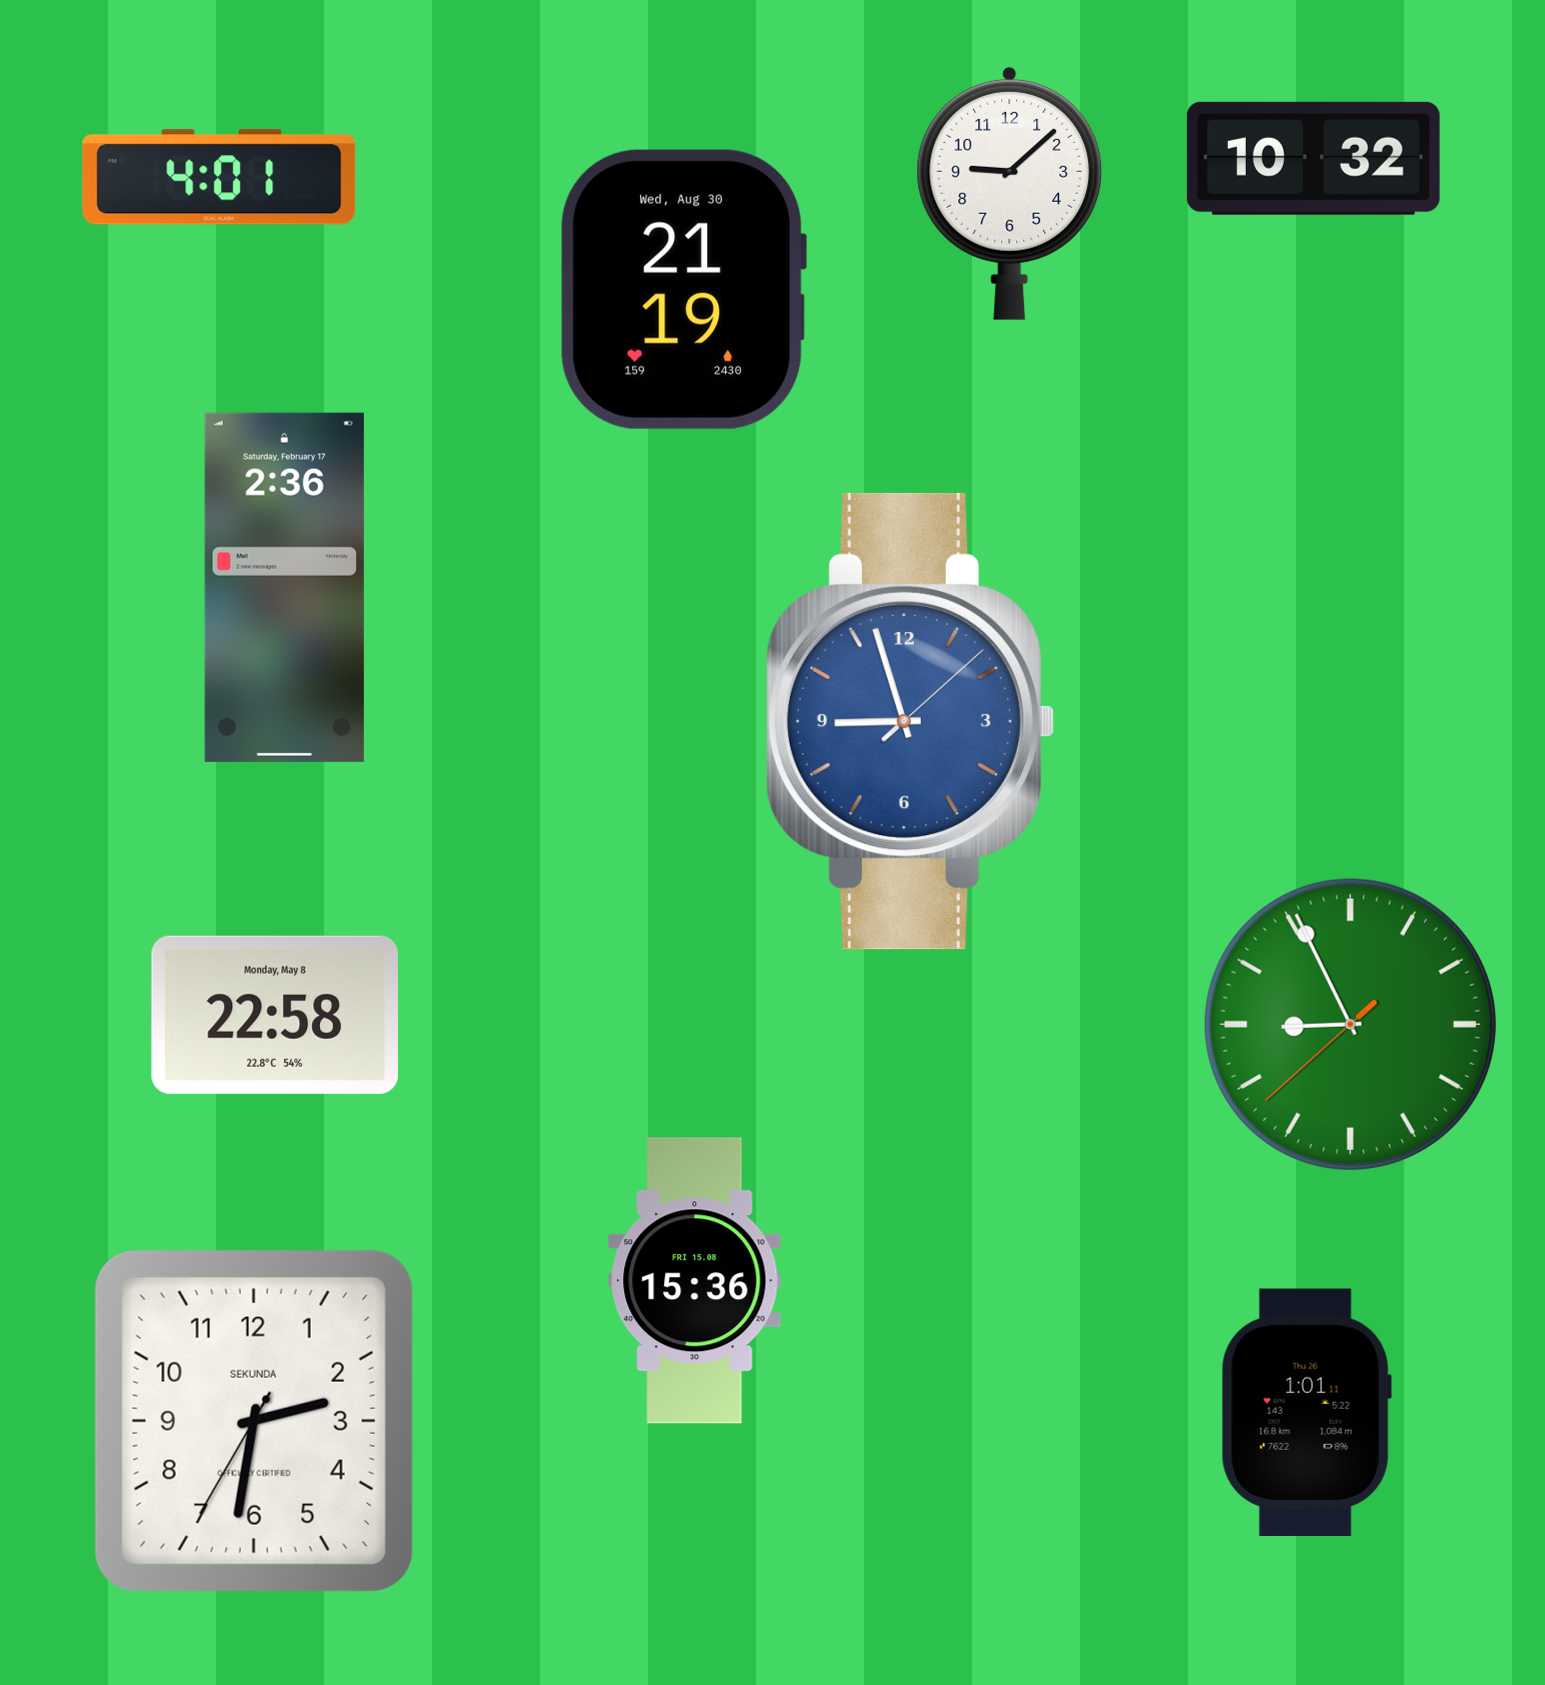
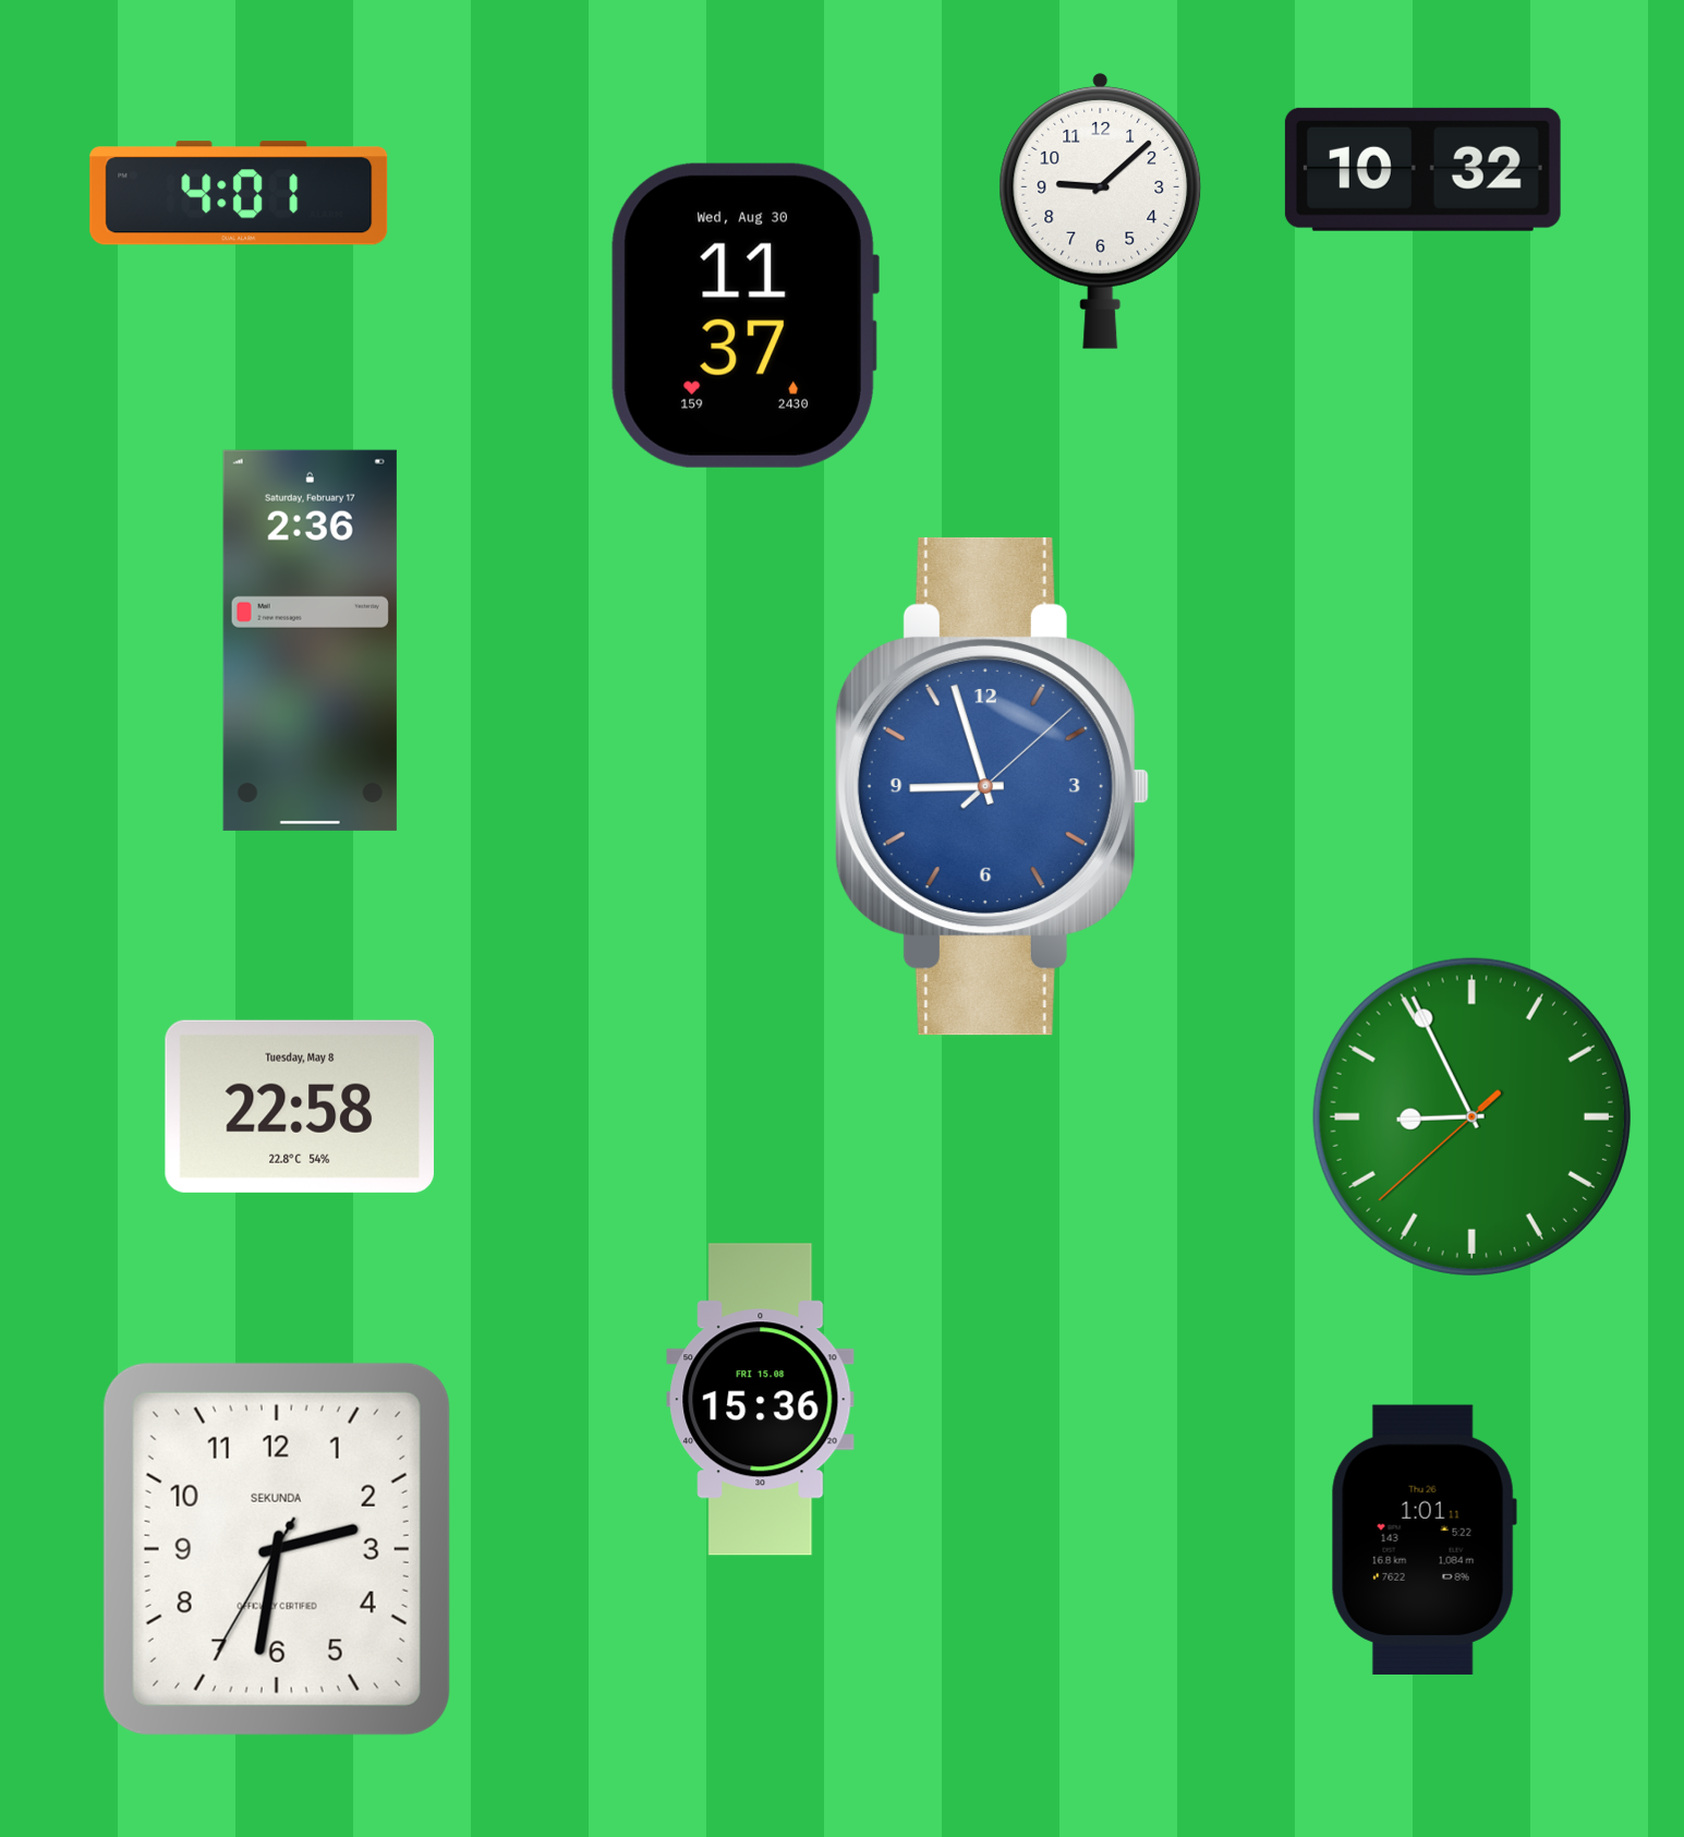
clock at (1313, 158) position: (1313, 158) -> (1422, 169)
clock at (683, 289): 21:19 -> 11:37
clock at (275, 1015) date: Monday, May 8 -> Tuesday, May 8
clock at (695, 1281) position: (695, 1281) -> (761, 1400)
